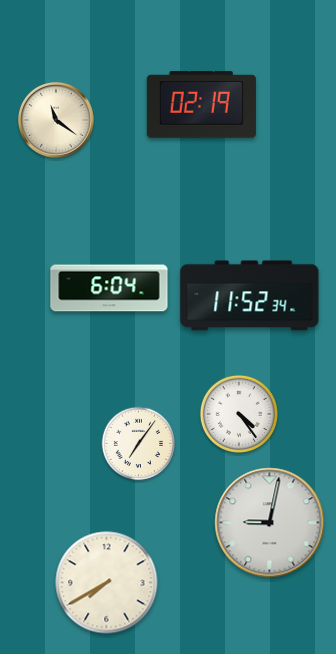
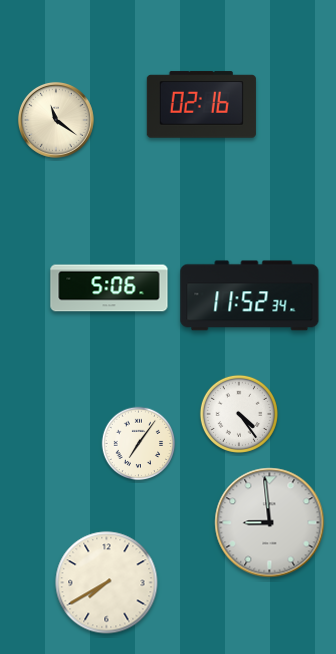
clock at (201, 105): 02:19 -> 02:16
clock at (109, 288): 6:04 -> 5:06
clock at (270, 523): 9:02 -> 8:59
